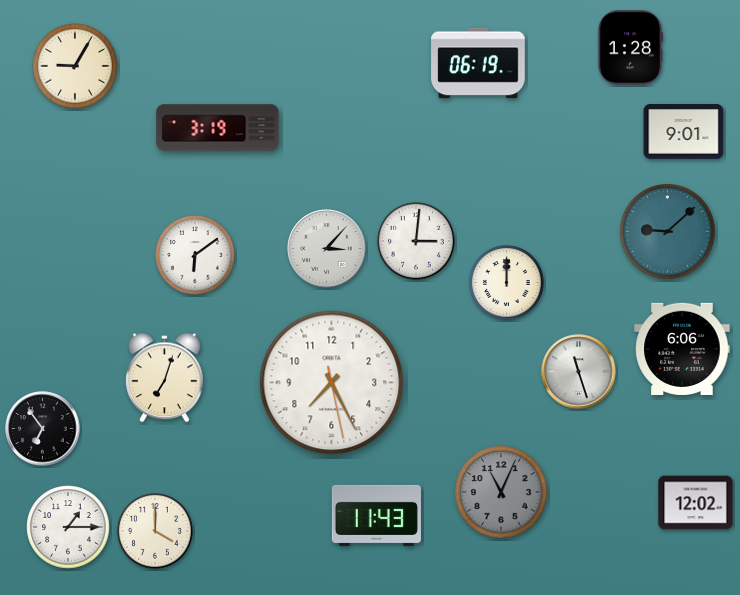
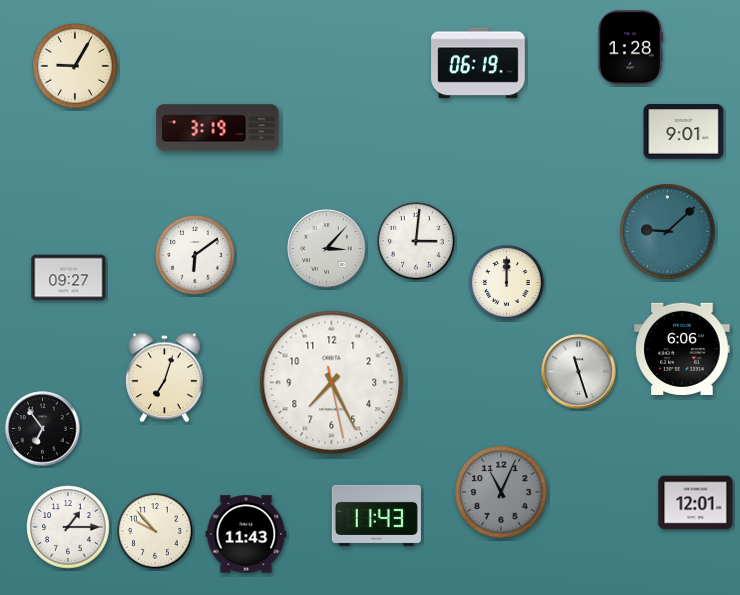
clock at (69, 278): none -> 09:27
clock at (696, 503): 12:02 -> 12:01
clock at (156, 532): 4:00 -> 9:53
clock at (246, 534): none -> 11:43
